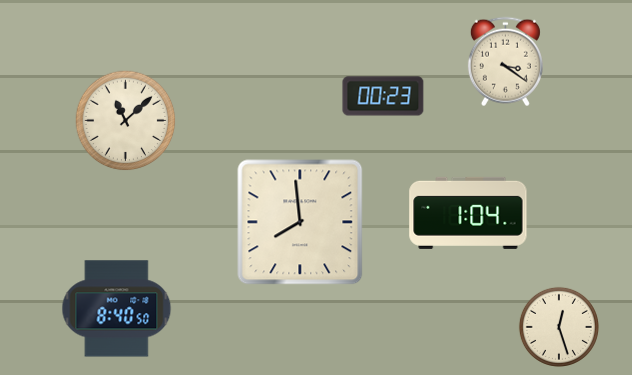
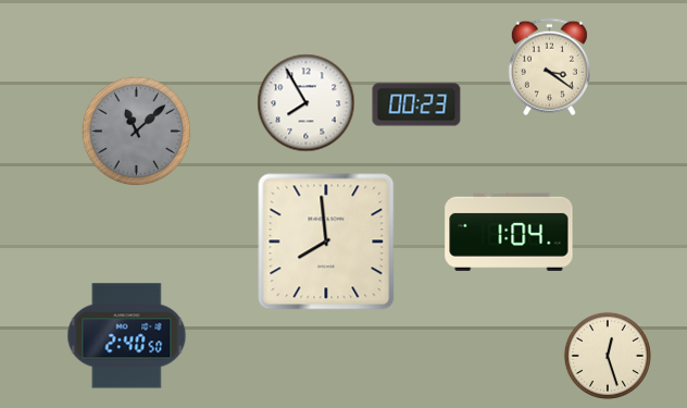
clock at (307, 103): none -> 7:55
clock at (126, 121) dial: cream -> grey
clock at (117, 309): 8:40 -> 2:40
